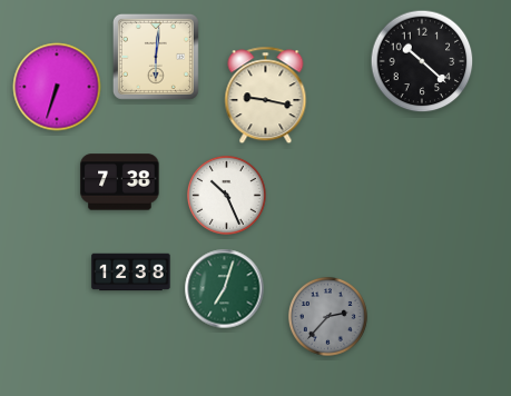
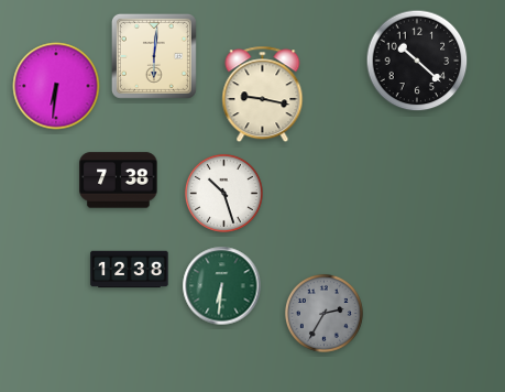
clock at (57, 87): 6:33 -> 6:31
clock at (226, 195): 10:26 -> 10:27
clock at (225, 289): 7:03 -> 6:31
clock at (327, 316): 2:37 -> 2:35
